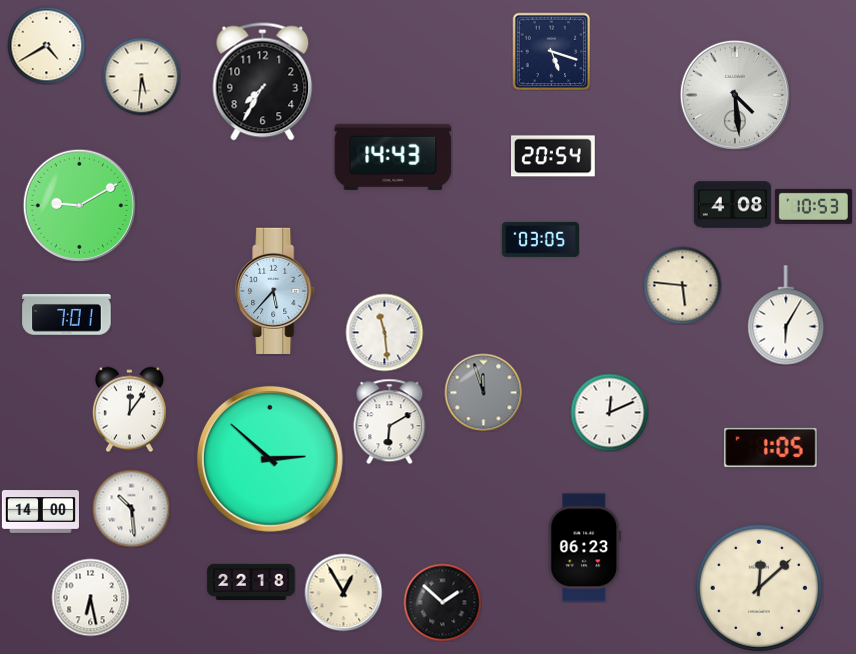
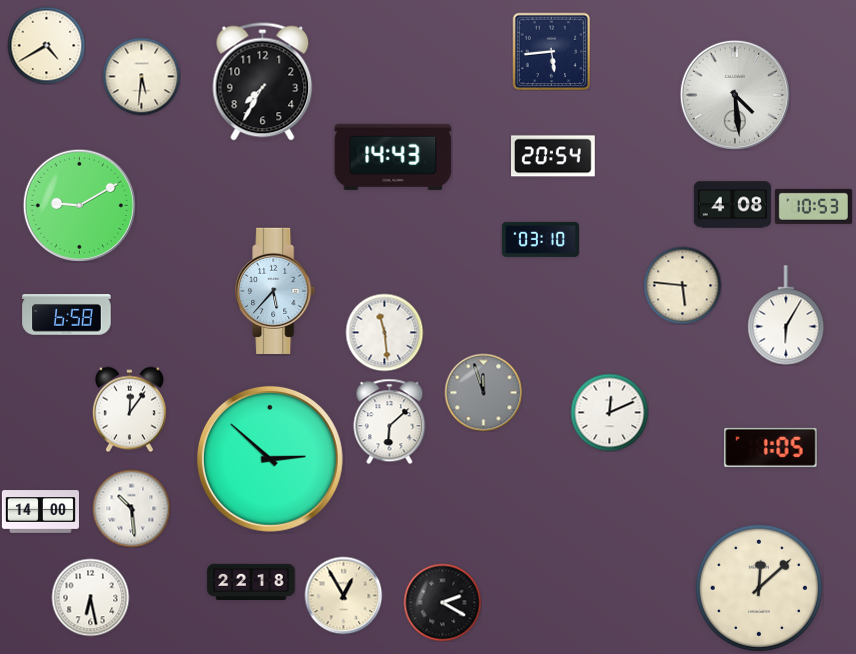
clock at (551, 51): 5:18 -> 5:44
clock at (540, 239): 03:05 -> 03:10
clock at (67, 315): 7:01 -> 6:58
clock at (390, 421): 6:10 -> 6:08
clock at (585, 548): 06:23 -> none
clock at (343, 592) position: (343, 592) -> (343, 595)
clock at (442, 602): 1:52 -> 2:20
